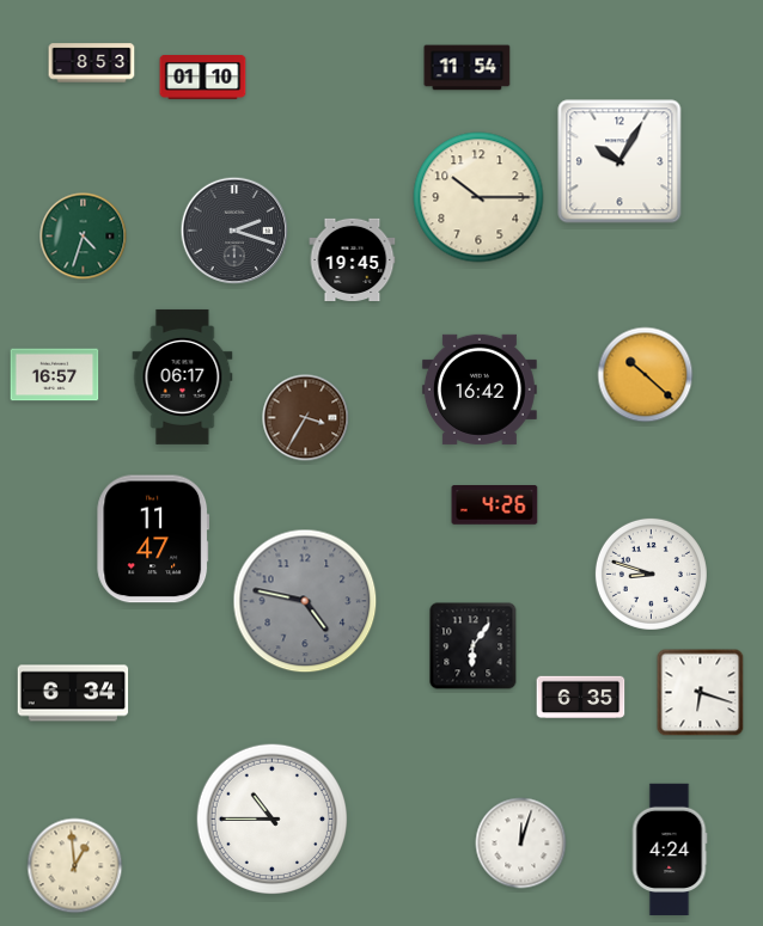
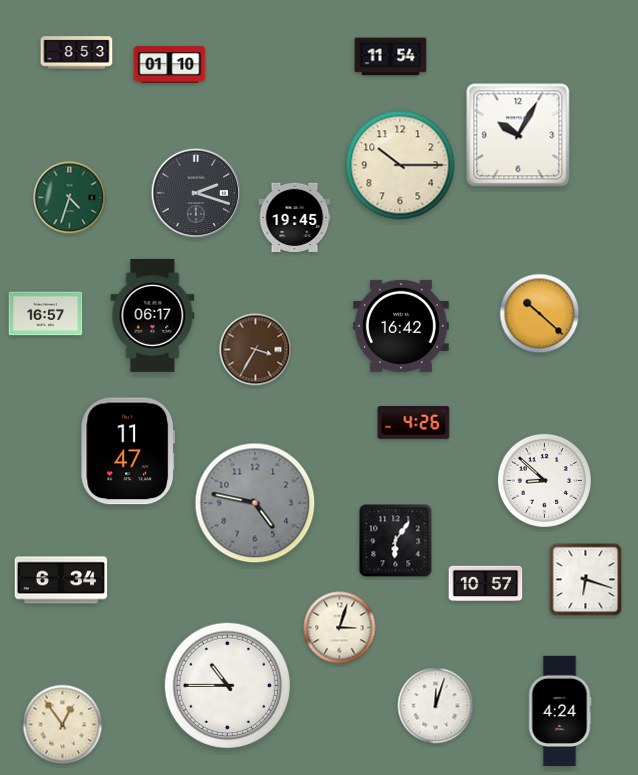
clock at (651, 574): 8:48 -> 8:52
clock at (581, 698): 6:35 -> 10:57
clock at (340, 628): none -> 3:03
clock at (75, 866): 12:59 -> 12:54
